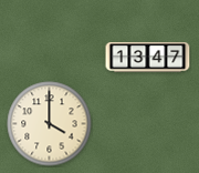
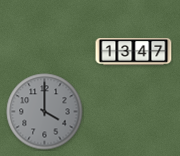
clock at (50, 124) dial: cream -> grey
